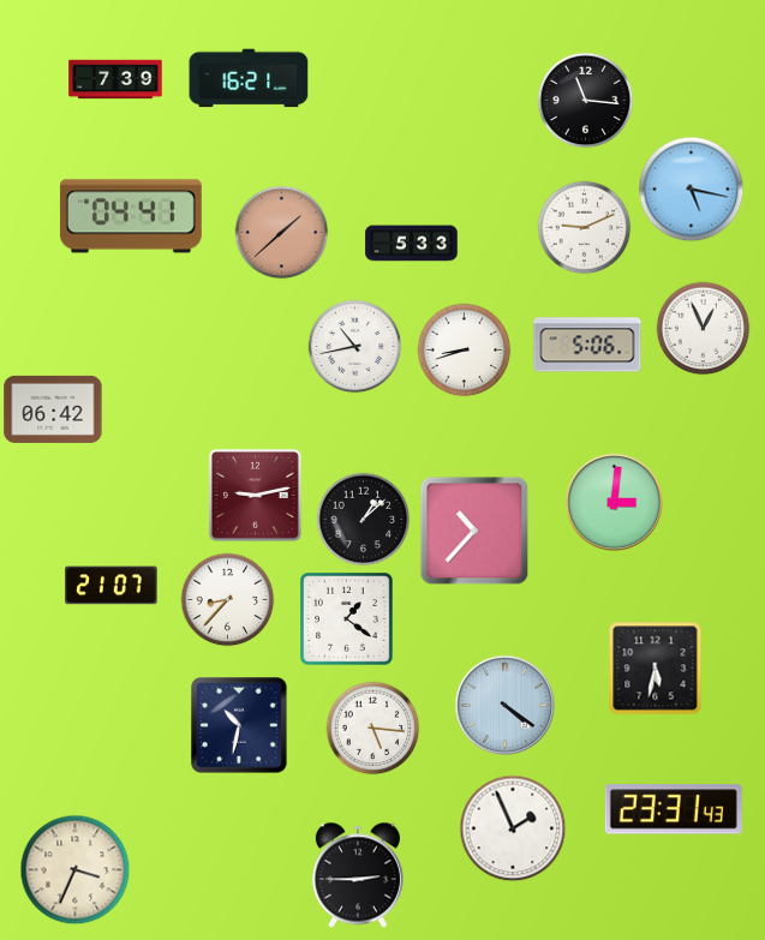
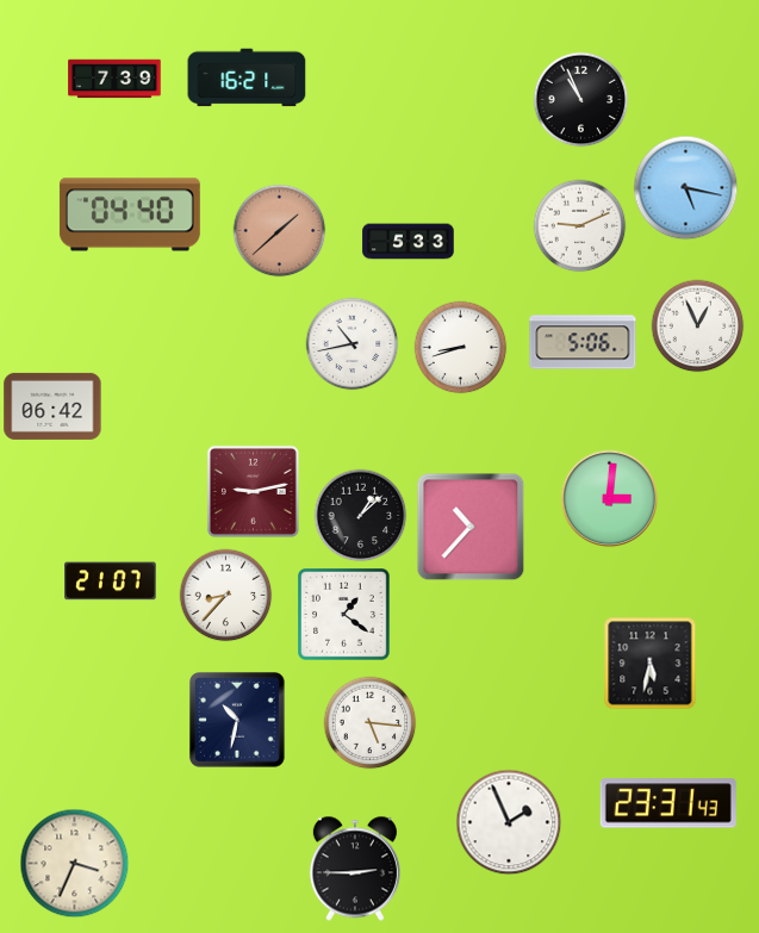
clock at (585, 100): 11:16 -> 10:56
clock at (131, 216): 04:41 -> 04:40
clock at (504, 705): 4:21 -> none
